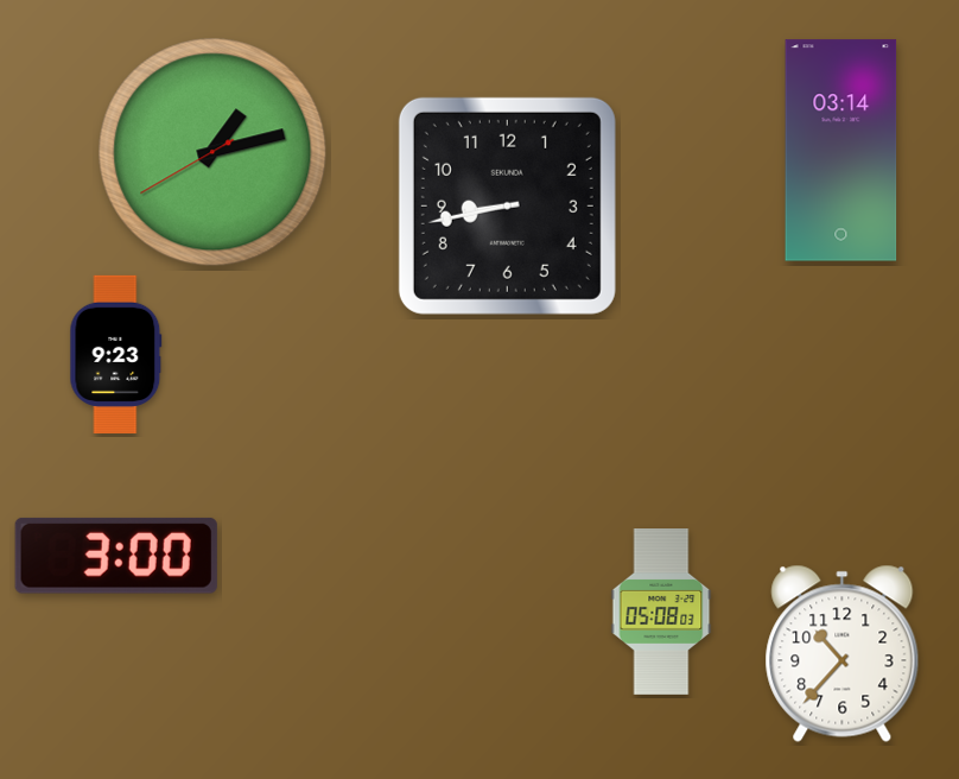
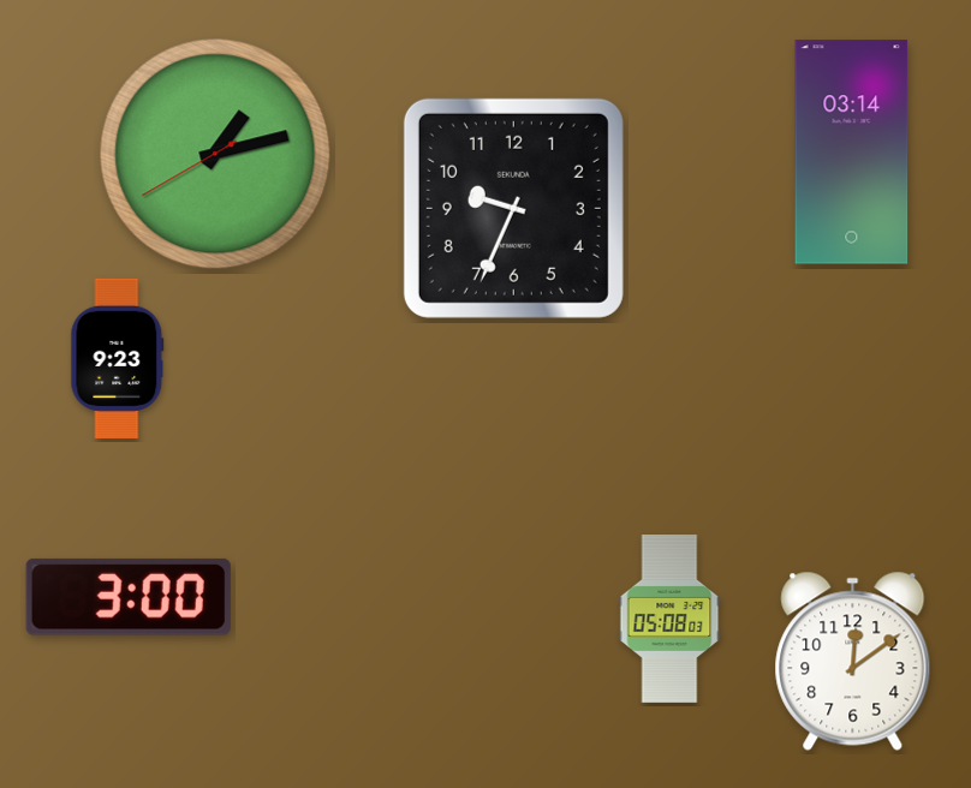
clock at (507, 205): 8:43 -> 9:34
clock at (116, 556) position: (116, 556) -> (129, 597)
clock at (843, 653): 10:37 -> 12:09
